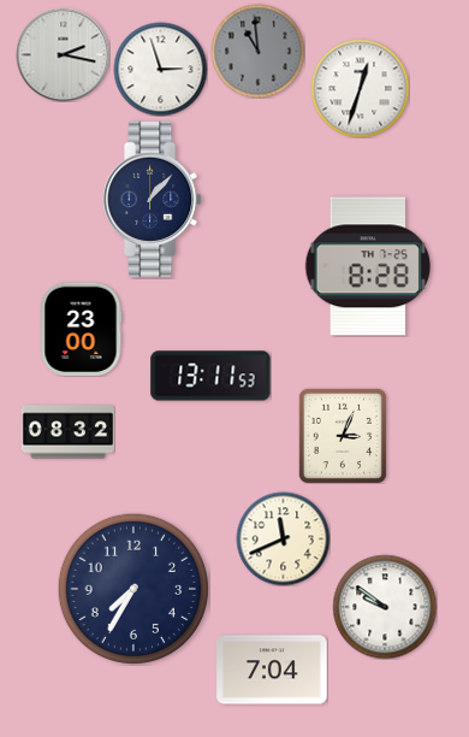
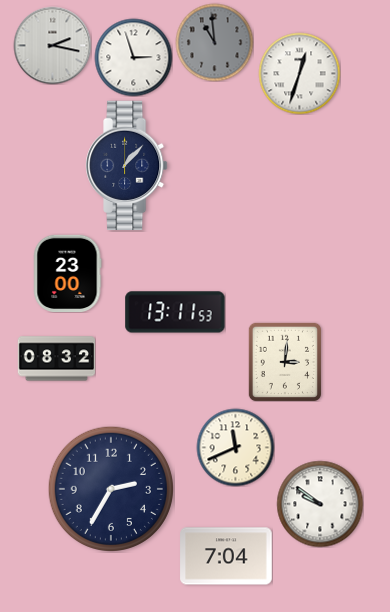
clock at (368, 266): 8:28 -> none
clock at (342, 435): 3:04 -> 3:01
clock at (132, 588): 7:35 -> 2:35
